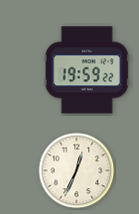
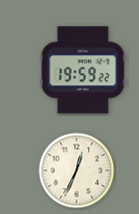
clock at (87, 70) position: (87, 70) -> (83, 70)
